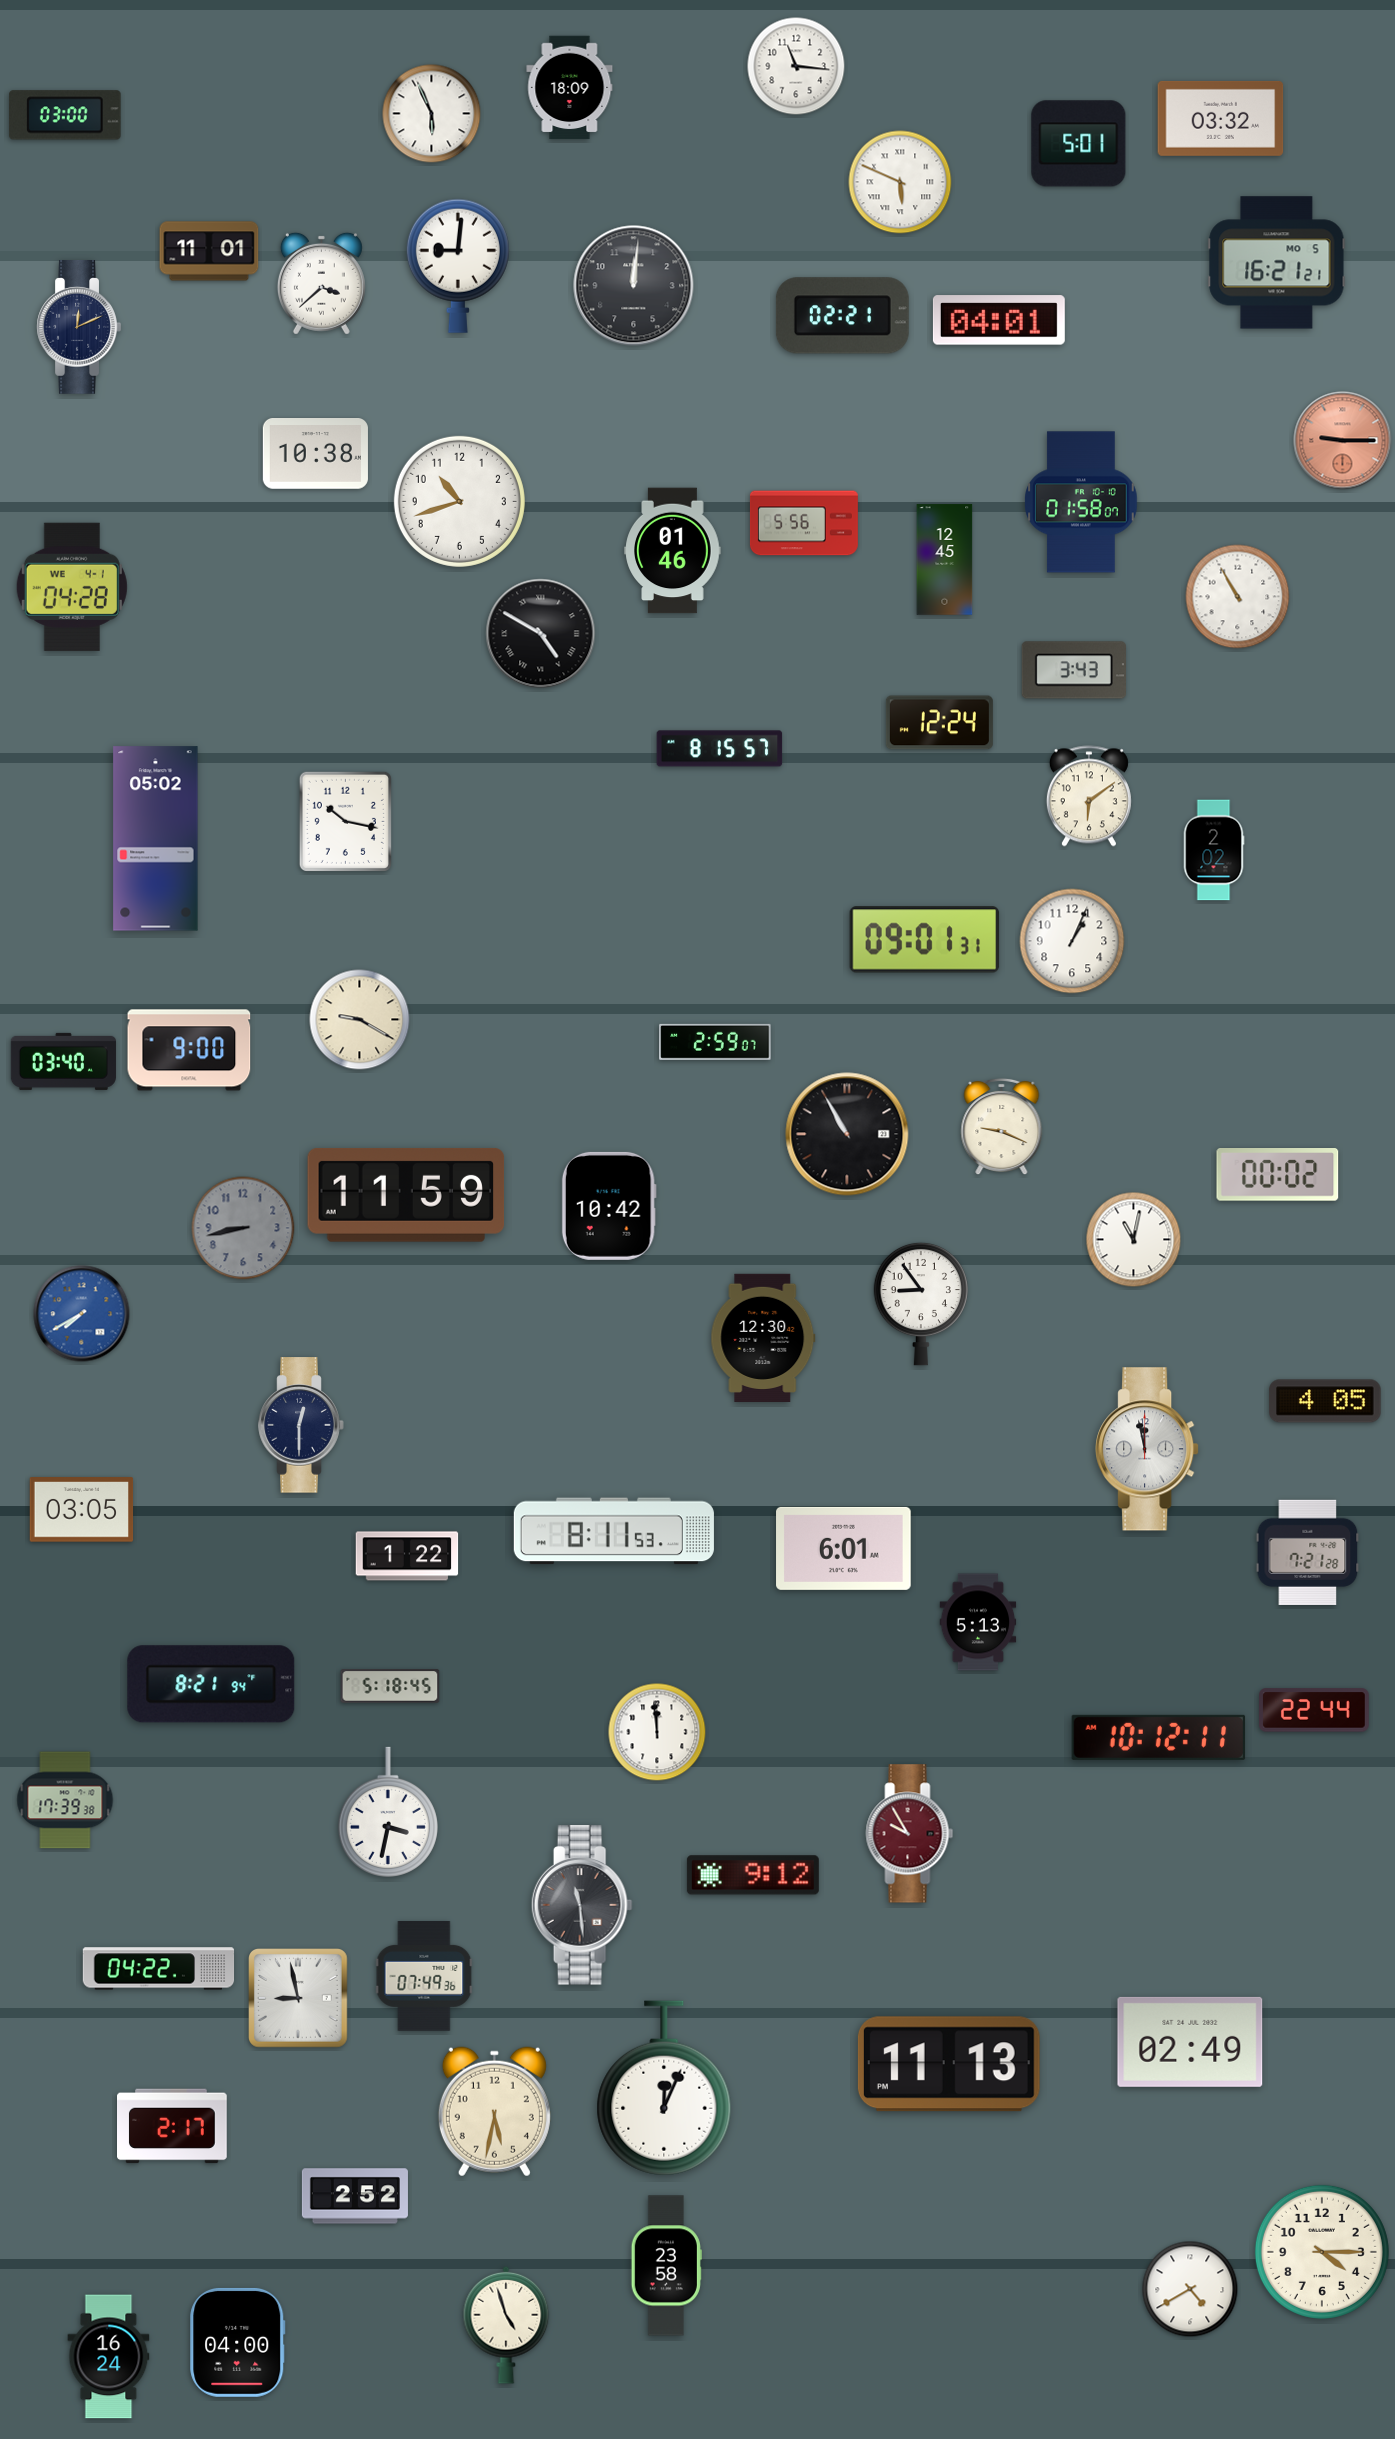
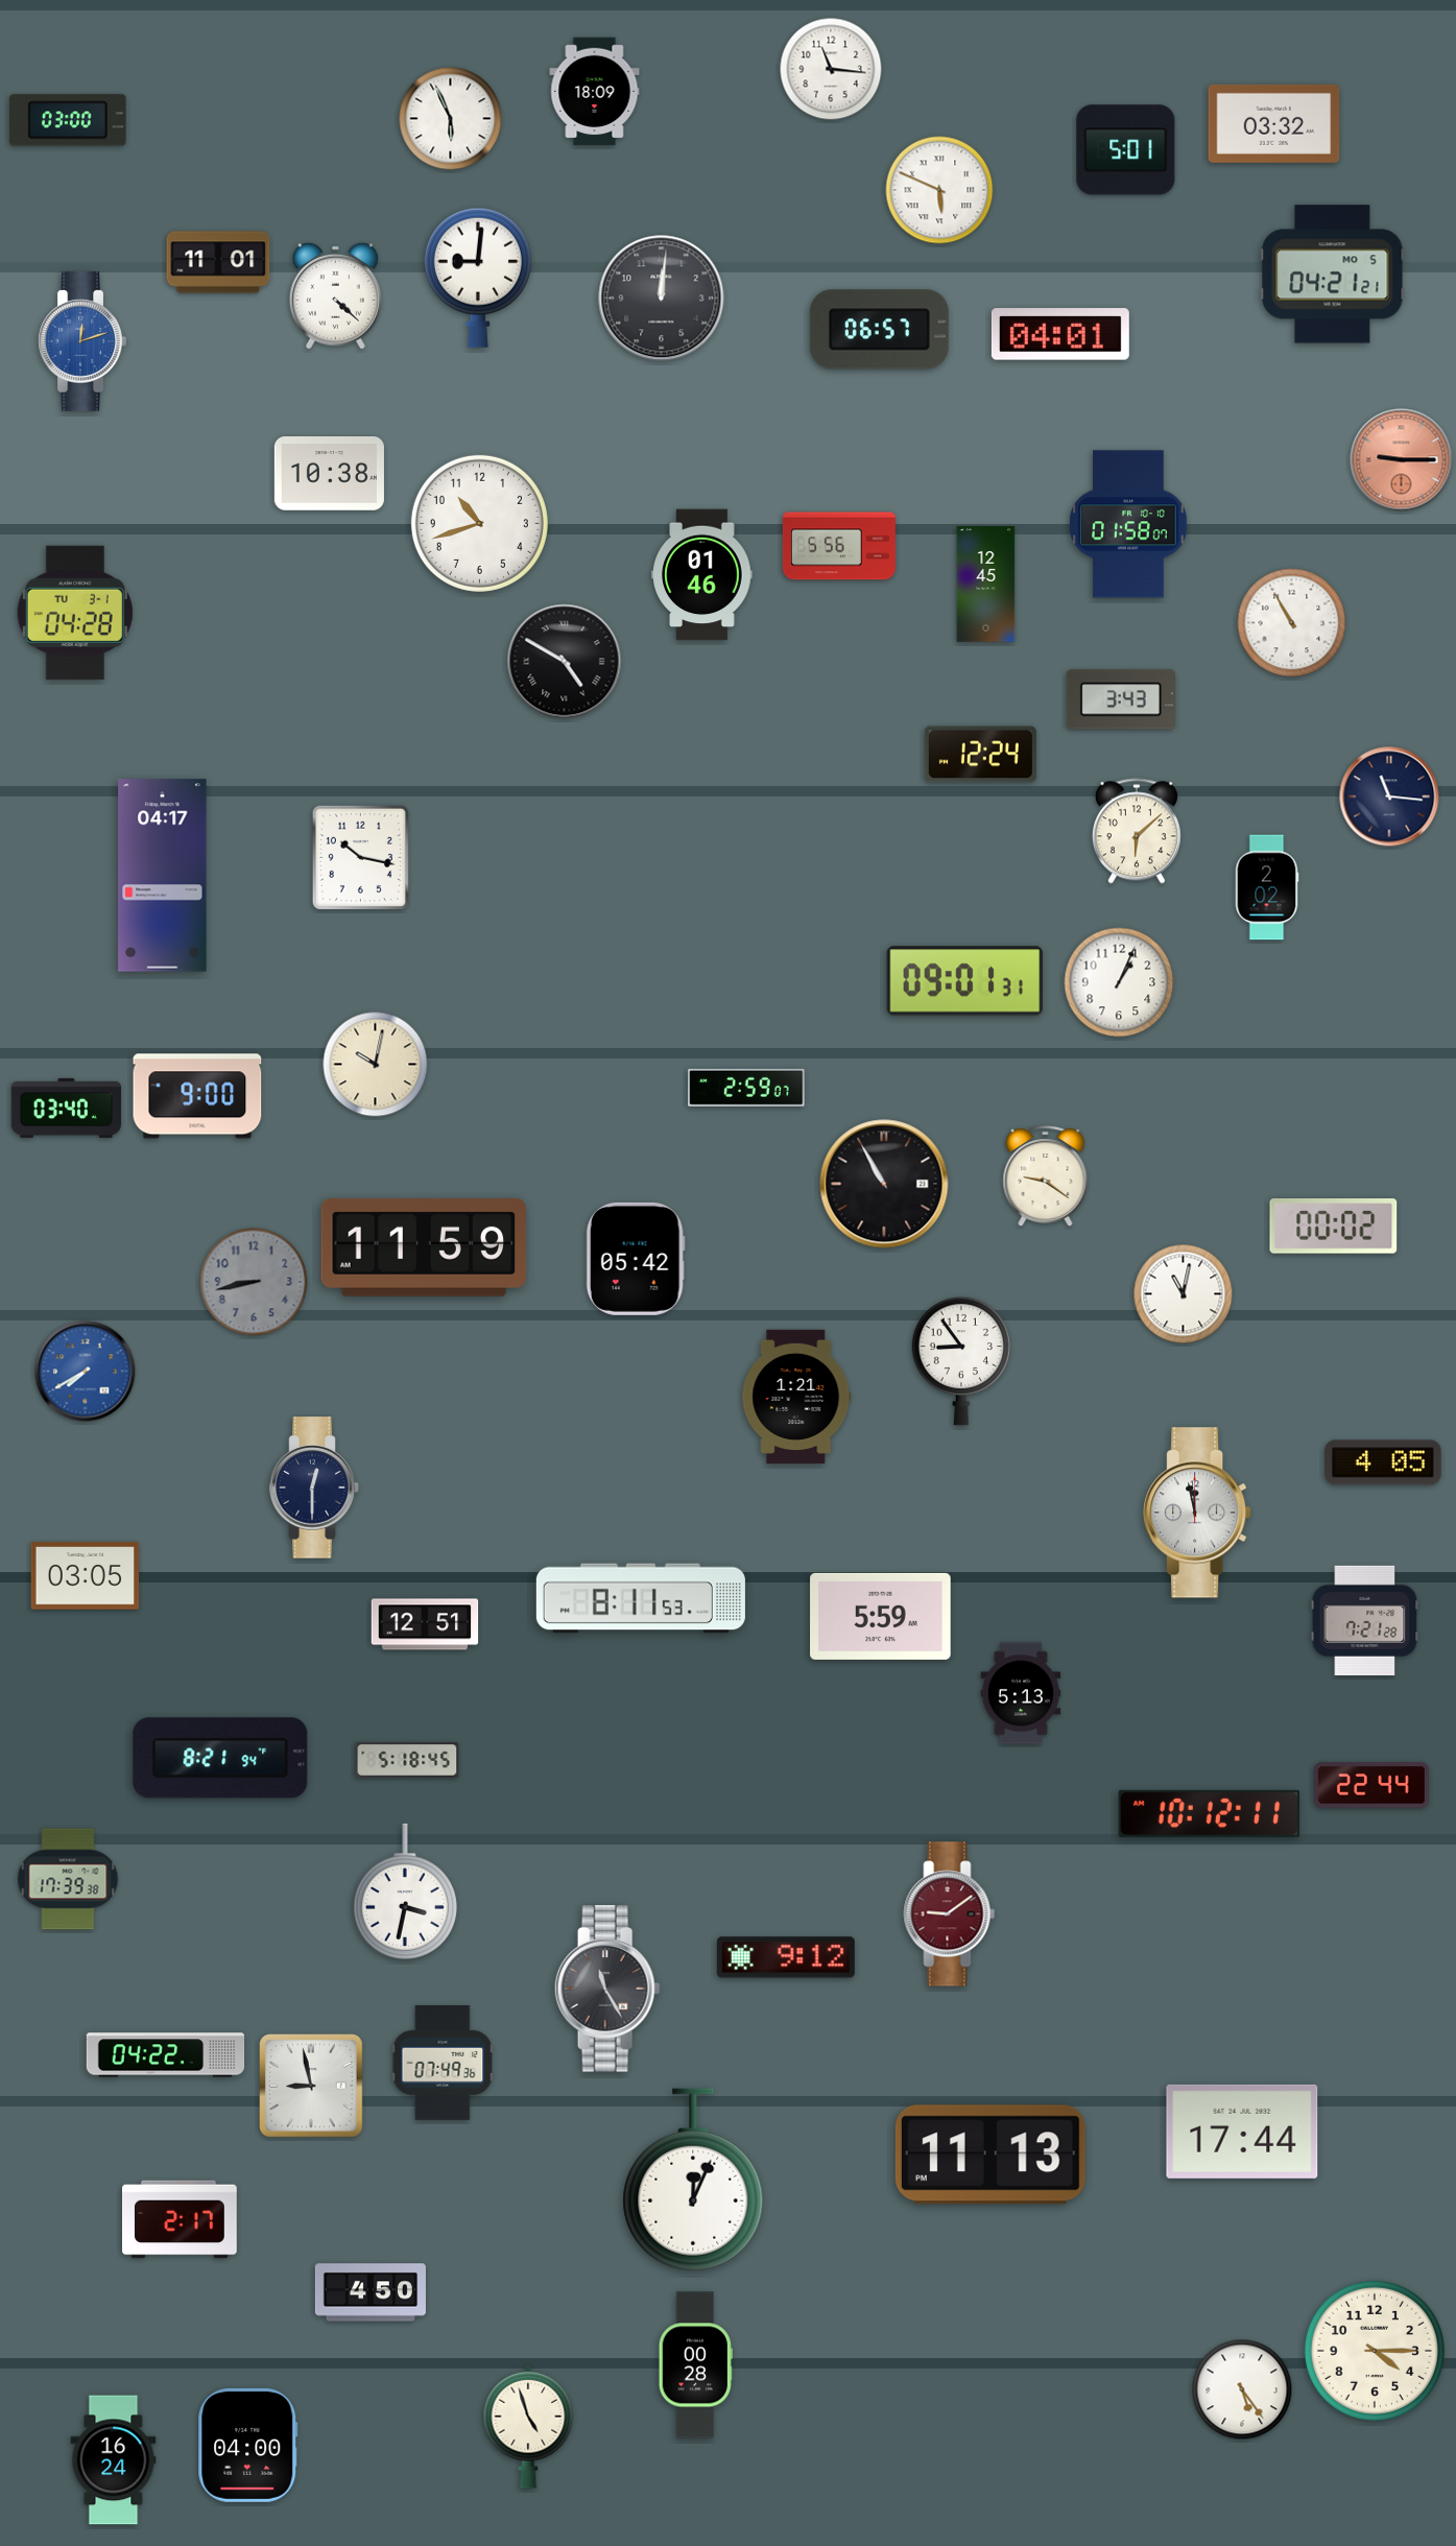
clock at (1277, 263): 16:21 -> 04:21
clock at (321, 283): 3:38 -> 4:22
clock at (842, 316): 02:21 -> 06:57
clock at (999, 320) position: (999, 320) -> (1060, 334)
clock at (79, 328): 12:11 -> 12:12
clock at (79, 328) dial: navy -> blue
clock at (72, 587) date: WE 4-1 -> TU 3-1
clock at (720, 749): 8:15 -> none
clock at (1389, 796): none -> 11:16
clock at (1089, 796): 6:09 -> 6:08
clock at (156, 839): 05:02 -> 04:17
clock at (360, 1020): 9:20 -> 10:02
clock at (1002, 1127): 9:19 -> 9:21
clock at (609, 1206): 10:42 -> 05:42
clock at (763, 1338): 12:30 -> 1:21
clock at (844, 1548): 6:01 -> 5:59
clock at (407, 1556): 1:22 -> 12:51
clock at (657, 1732): 11:59 -> none
clock at (910, 1834): 9:55 -> 9:09
clock at (582, 1905): 11:29 -> 11:25
clock at (1190, 2042): 02:49 -> 17:44
clock at (494, 2112): 5:32 -> none
clock at (355, 2196): 2:52 -> 4:50
clock at (1322, 2252) position: (1322, 2252) -> (1375, 2351)
clock at (666, 2266): 23:58 -> 00:28
clock at (1190, 2289): 4:40 -> 5:24
